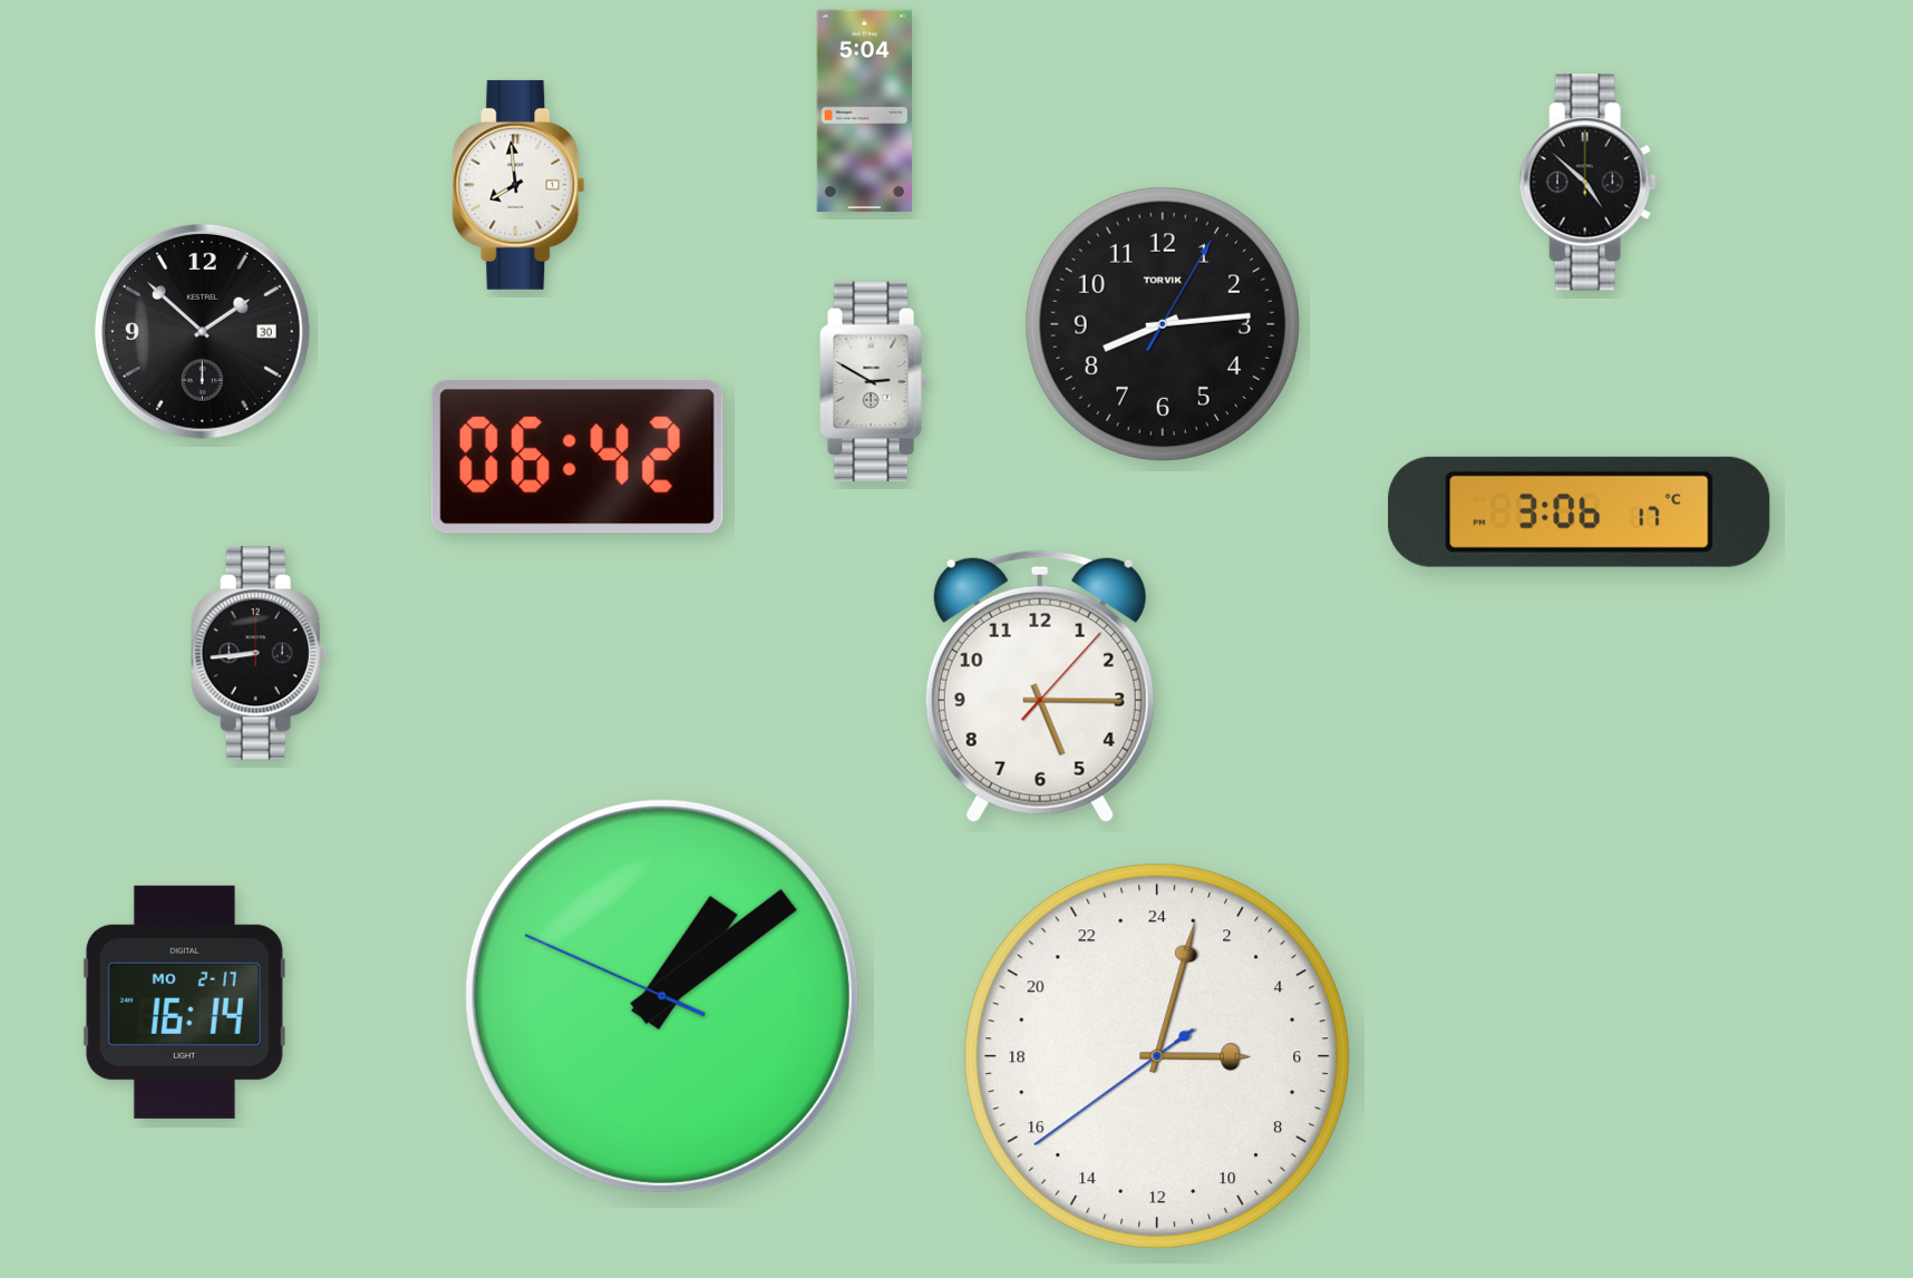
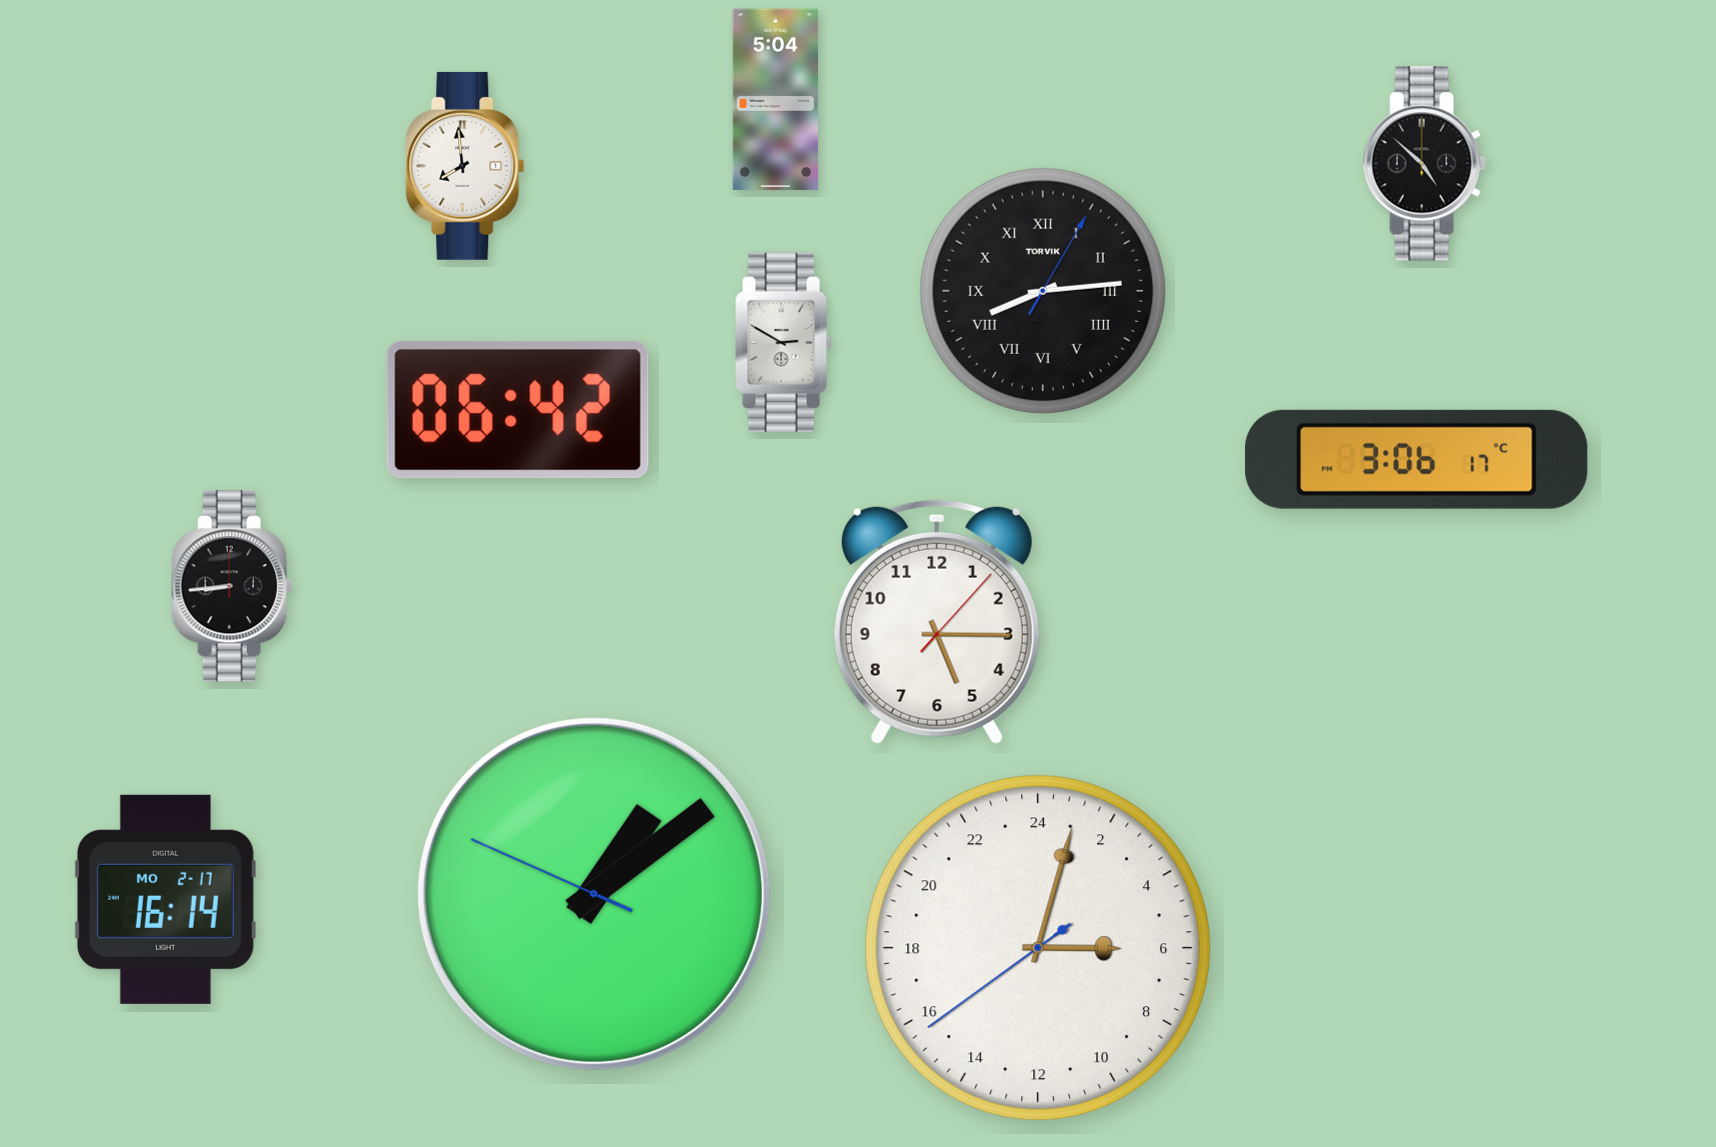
clock at (1163, 324) numerals: Arabic -> Roman
clock at (202, 331): 1:52 -> none
clock at (1040, 686) position: (1040, 686) -> (937, 622)
